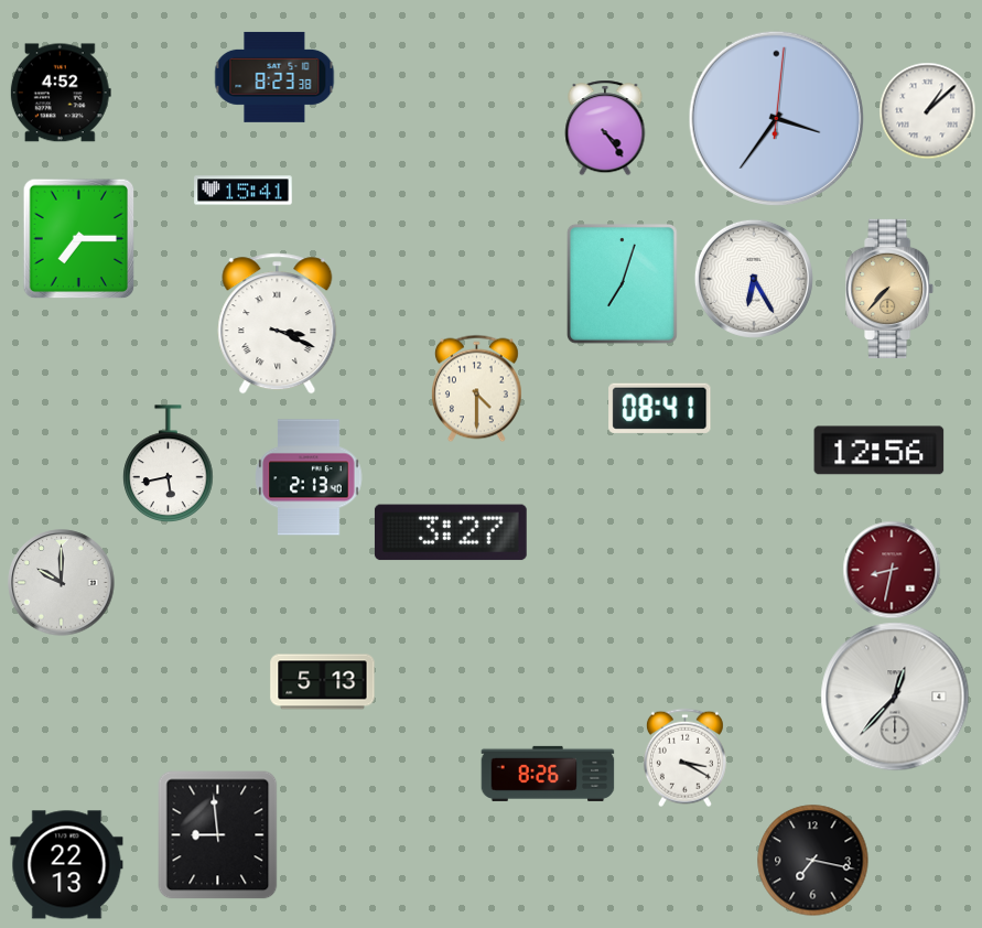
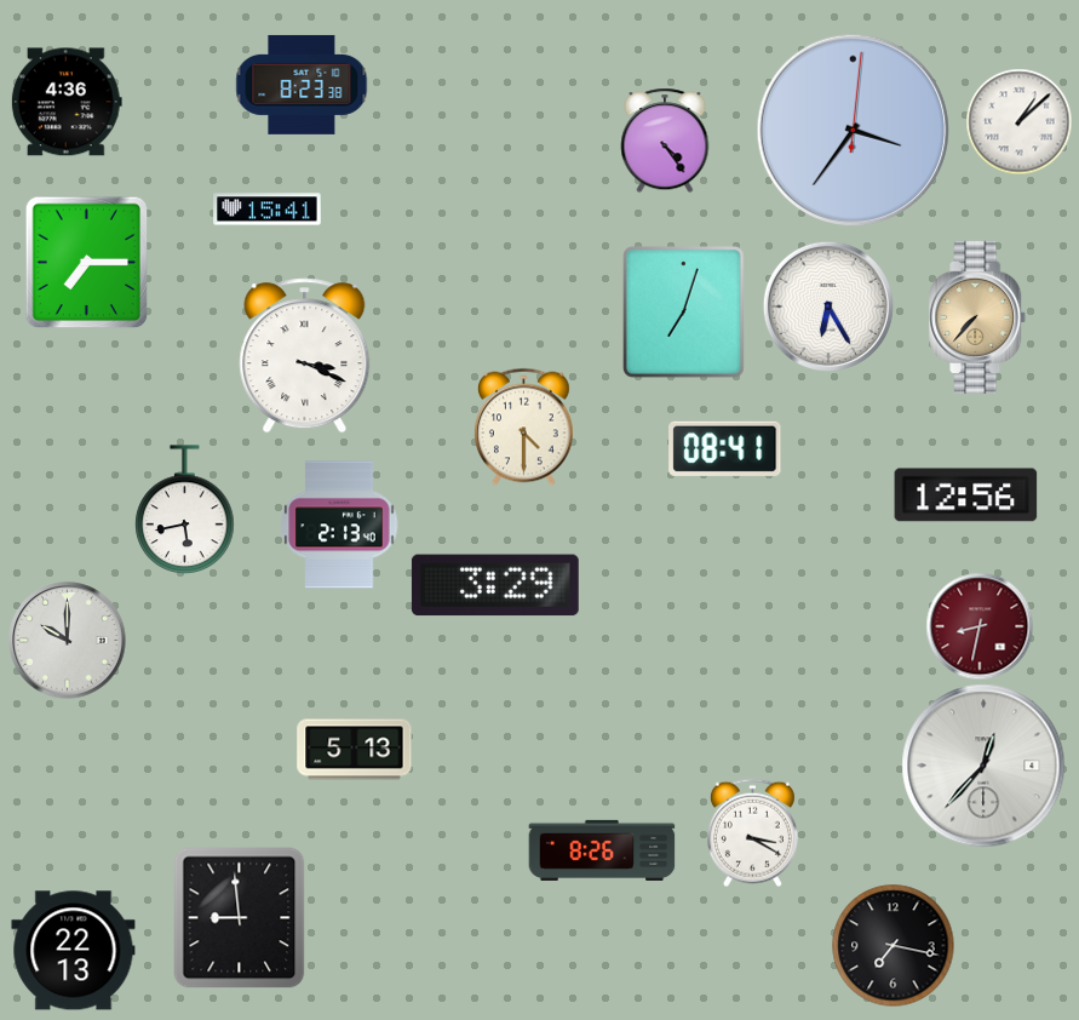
clock at (61, 93): 4:52 -> 4:36
clock at (451, 532): 3:27 -> 3:29
